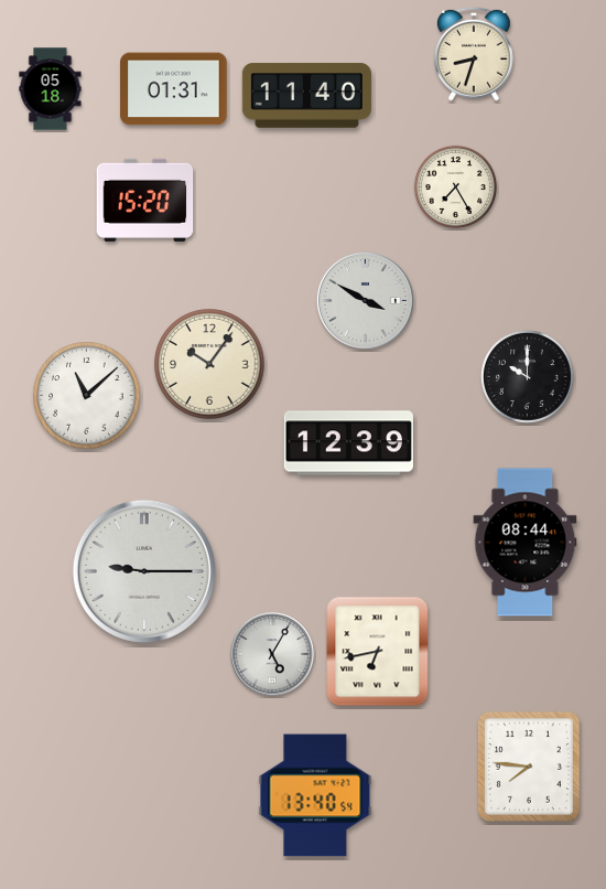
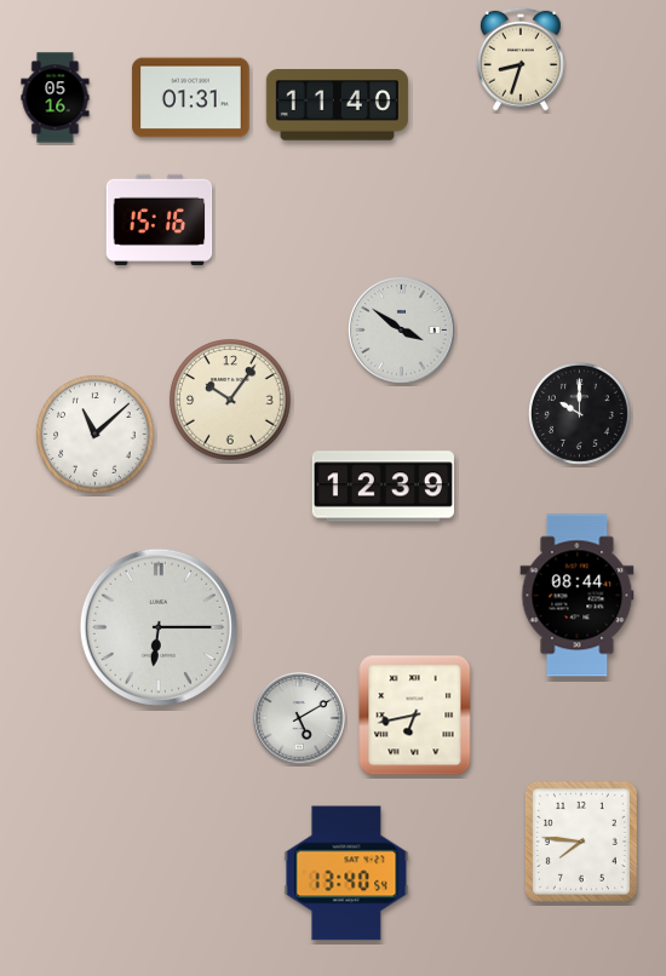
clock at (51, 89): 05:18 -> 05:16
clock at (455, 186): 7:25 -> none
clock at (145, 200): 15:20 -> 15:16
clock at (366, 301): 3:50 -> 3:51
clock at (144, 571): 9:15 -> 6:15
clock at (272, 654): 5:05 -> 5:10
